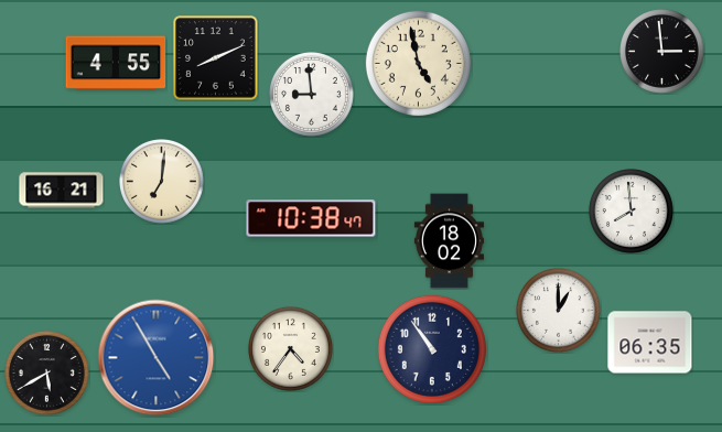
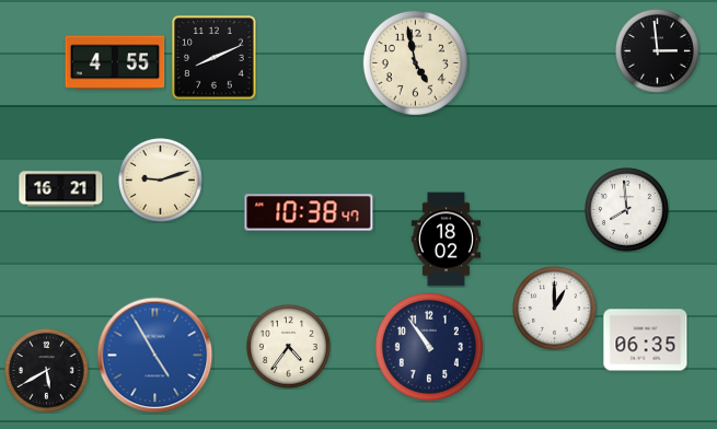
clock at (312, 95): 8:59 -> none
clock at (162, 182): 7:01 -> 9:12
clock at (311, 218) position: (311, 218) -> (309, 212)
